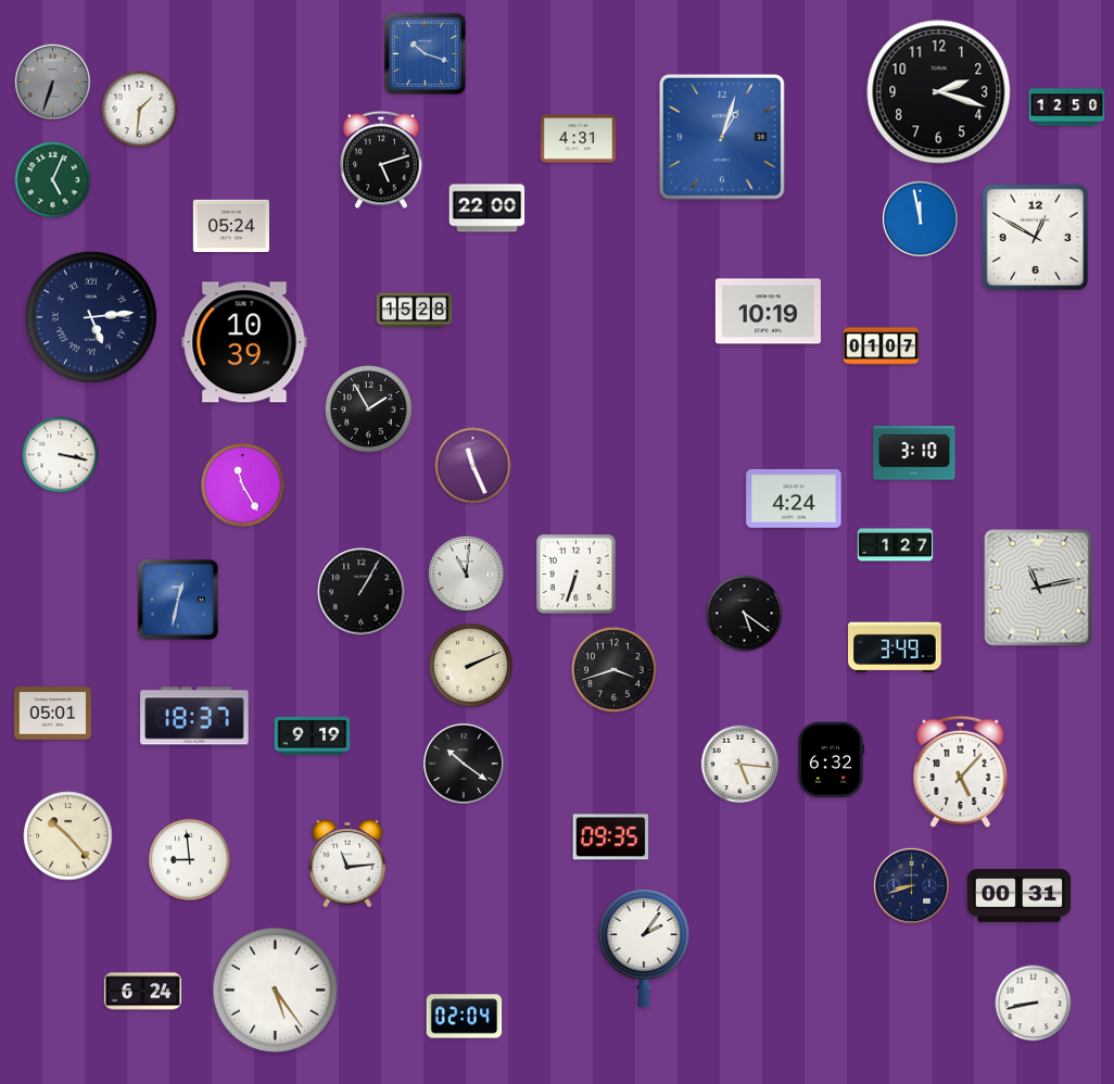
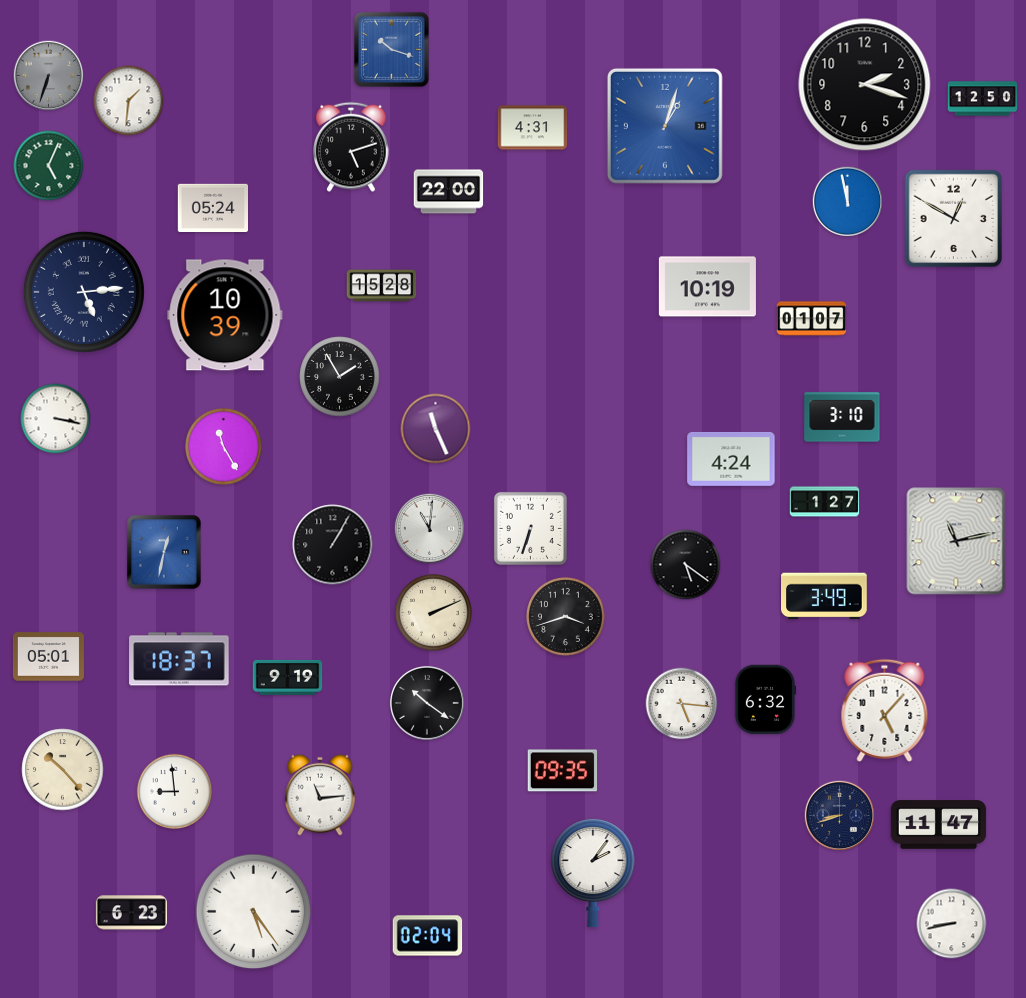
clock at (1020, 896): 00:31 -> 11:47
clock at (142, 992): 6:24 -> 6:23
